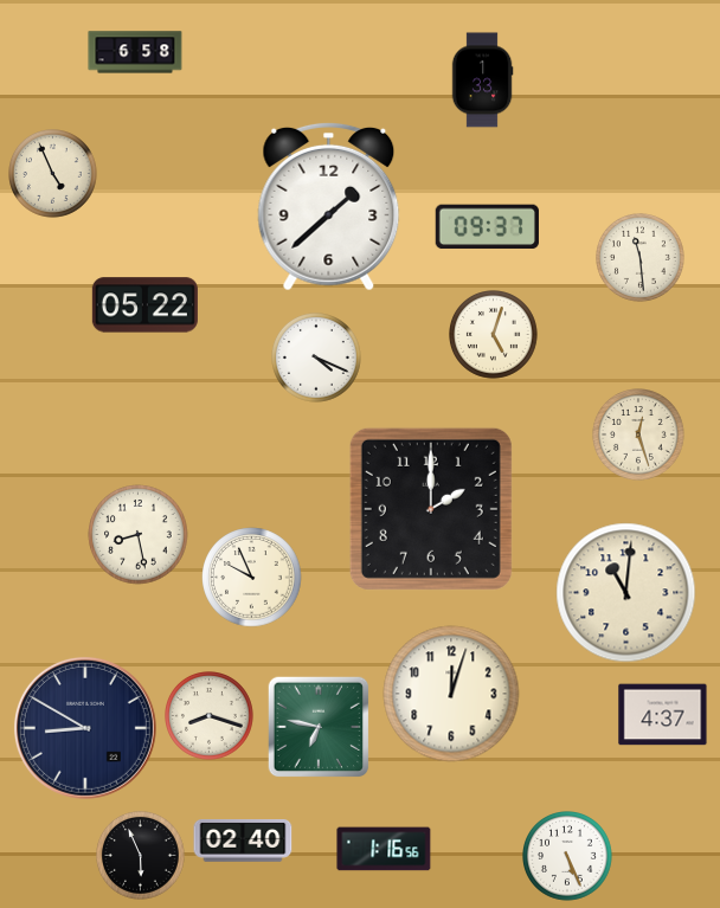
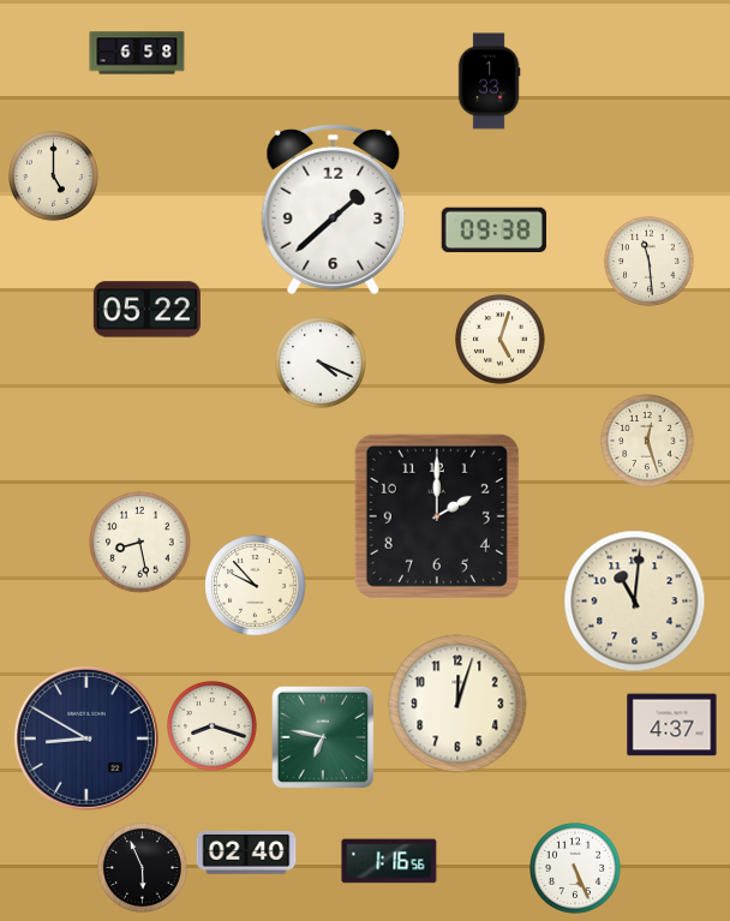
clock at (53, 174): 4:56 -> 5:00
clock at (487, 227): 09:37 -> 09:38
clock at (252, 578): 9:56 -> 9:53
